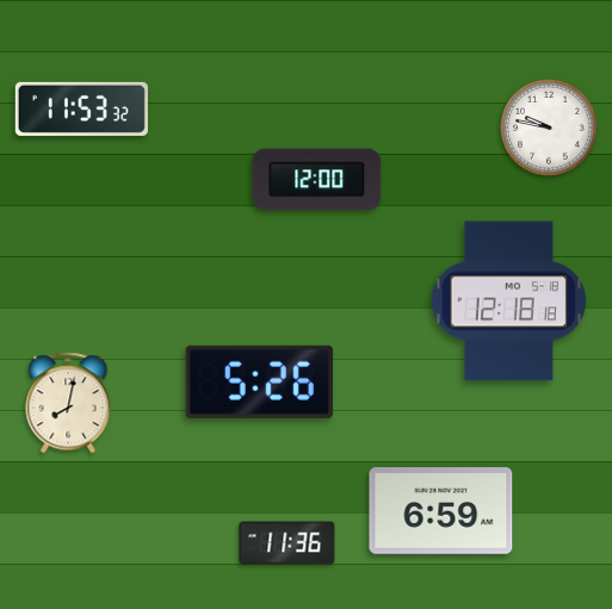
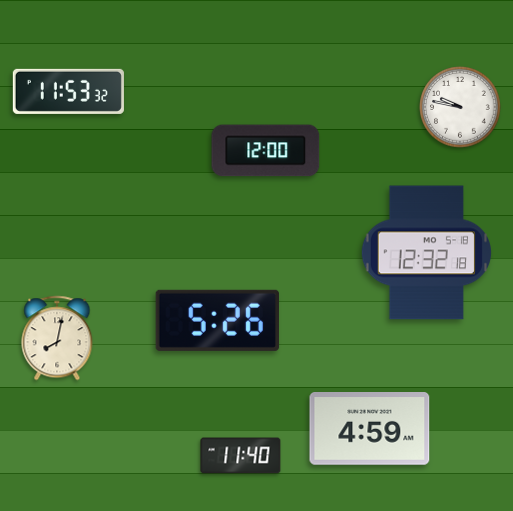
clock at (508, 302): 12:18 -> 12:32
clock at (441, 511): 6:59 -> 4:59
clock at (288, 543): 11:36 -> 11:40
